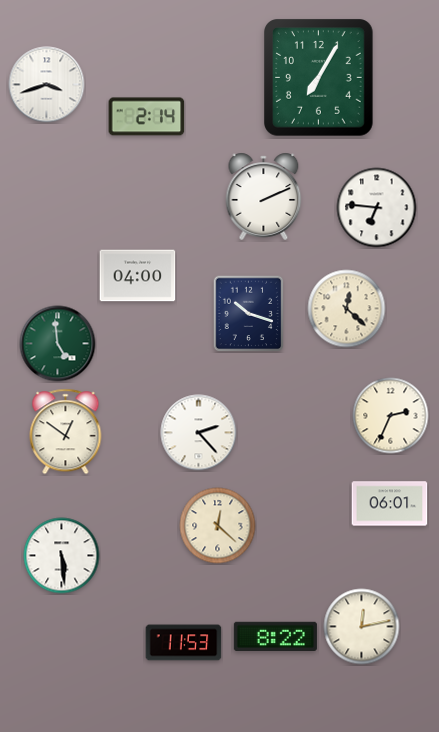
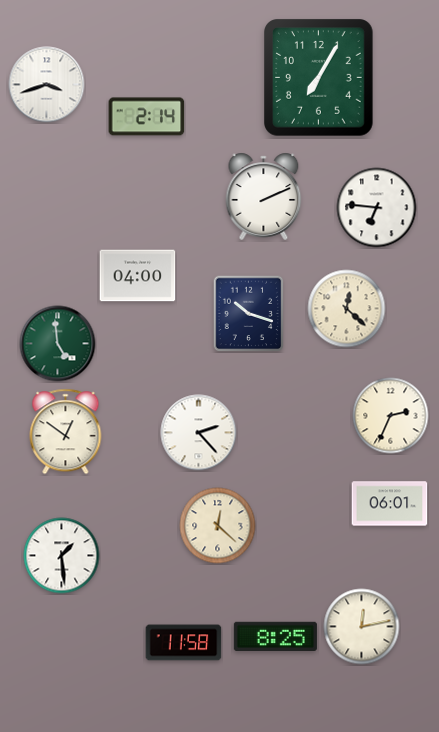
clock at (62, 556): 5:29 -> 1:29
clock at (275, 636): 8:22 -> 8:25
clock at (184, 643): 11:53 -> 11:58
